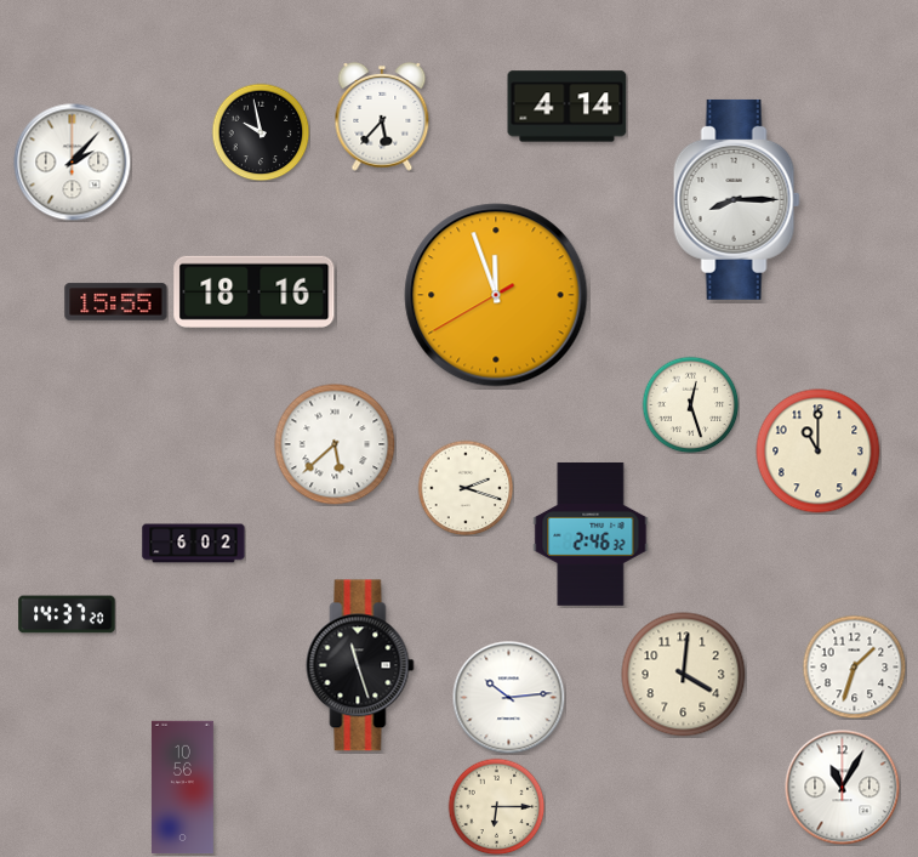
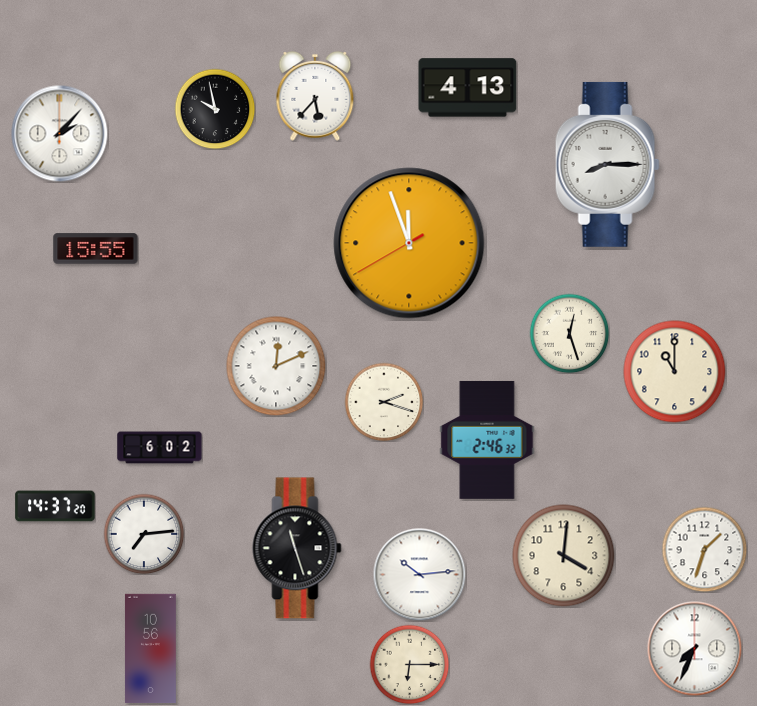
clock at (568, 107): 4:14 -> 4:13
clock at (255, 291): 18:16 -> none
clock at (335, 444): 5:38 -> 12:11
clock at (144, 534): none -> 7:14
clock at (842, 787): 11:05 -> 7:34
